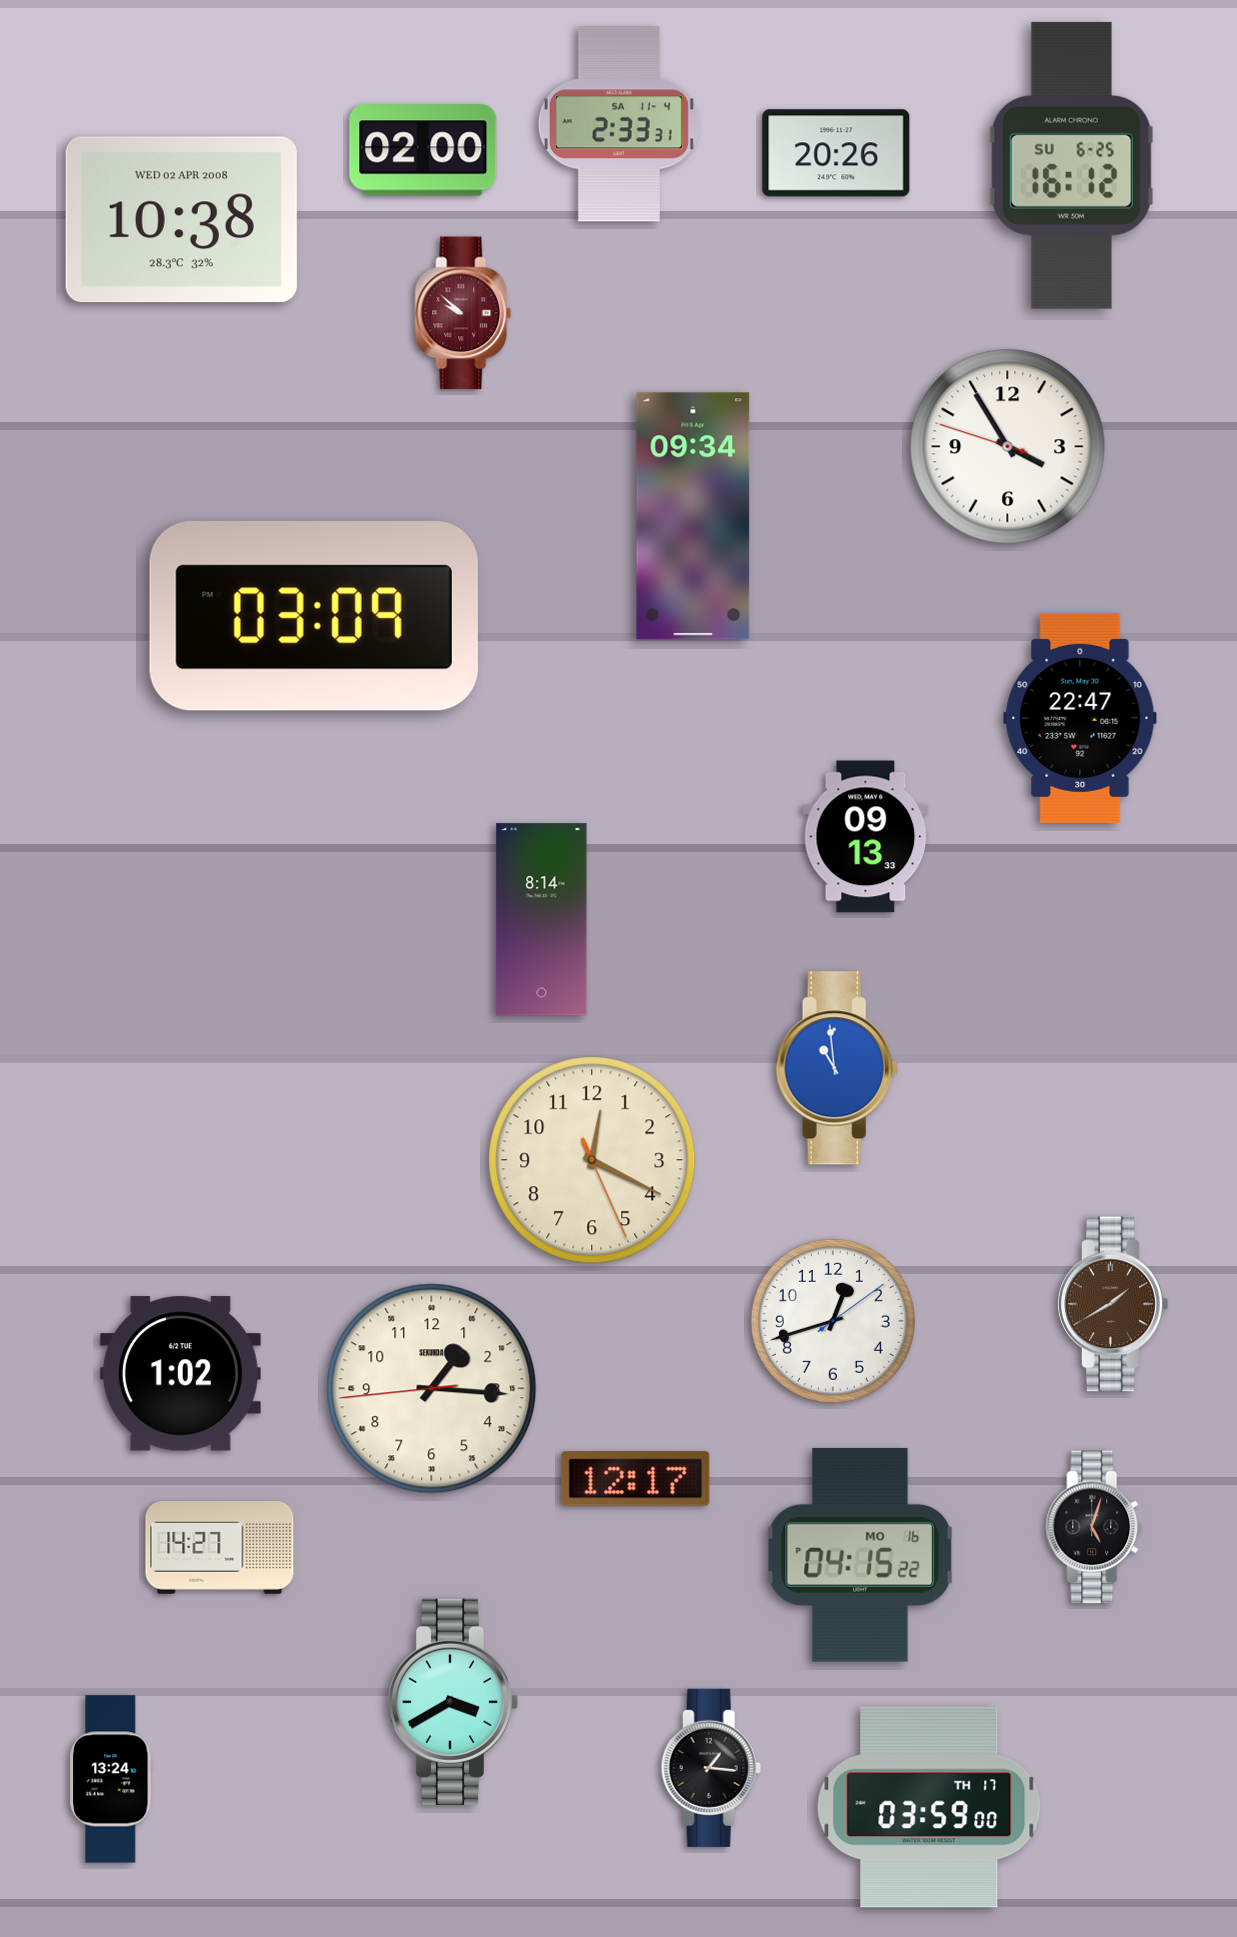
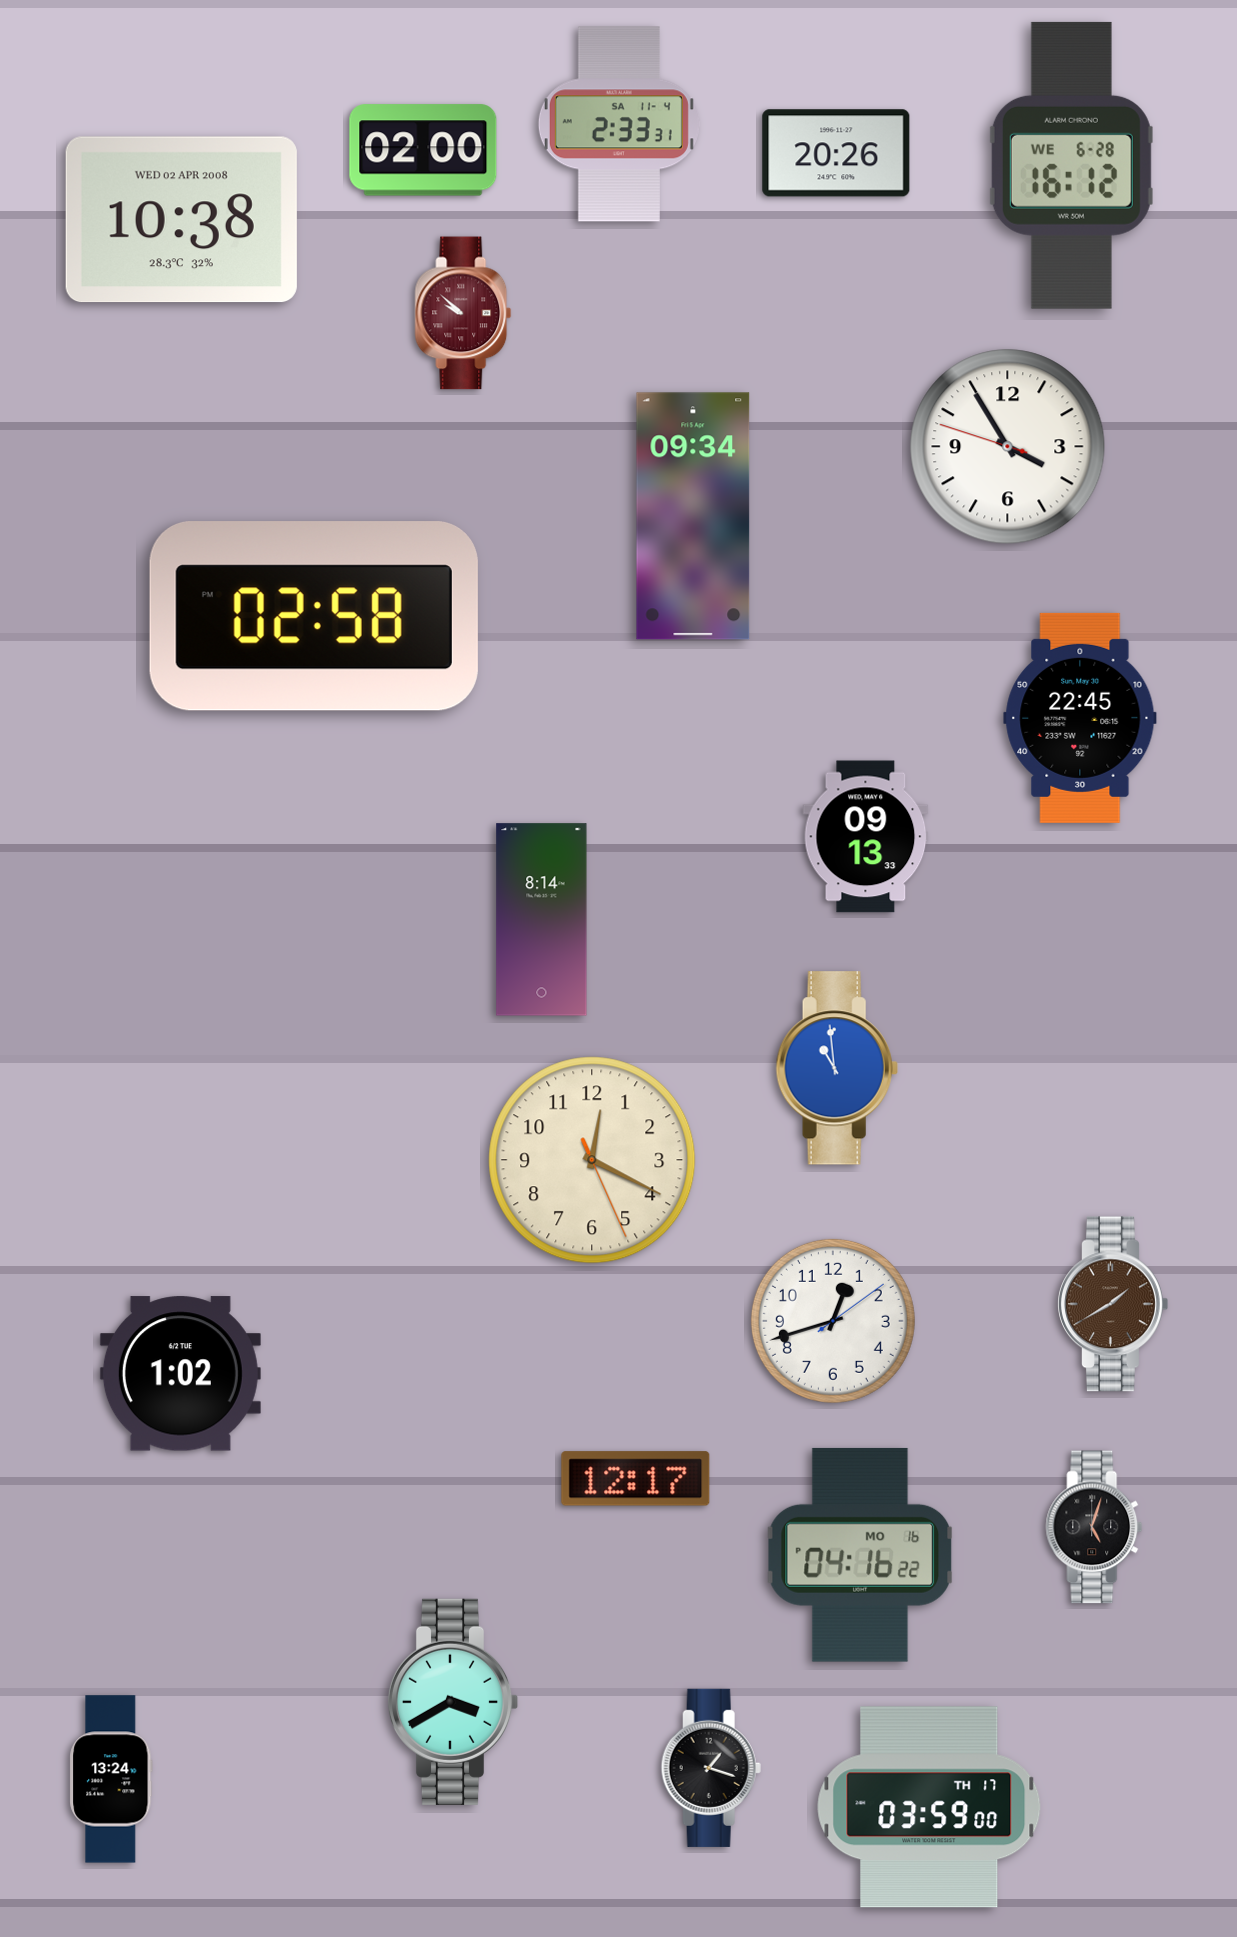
clock at (1071, 165) date: SU 6-25 -> WE 6-28
clock at (314, 616): 03:09 -> 02:58
clock at (1080, 718): 22:47 -> 22:45
clock at (432, 1389): 1:15 -> none
clock at (220, 1548): 14:27 -> none
clock at (860, 1555): 04:15 -> 04:16
clock at (711, 1768): 1:16 -> 1:18
